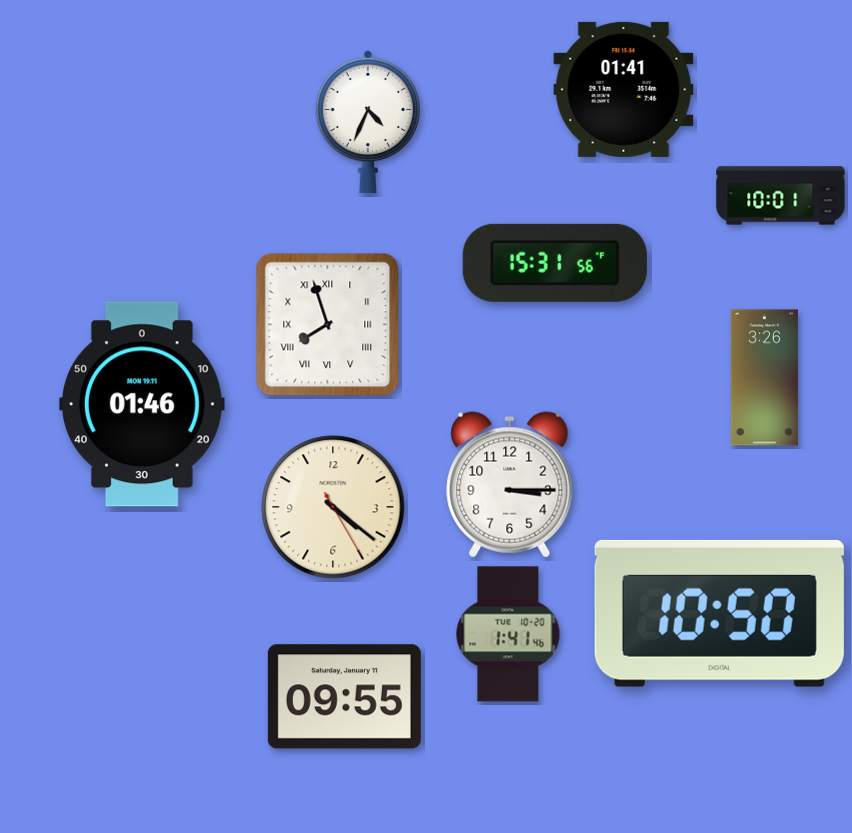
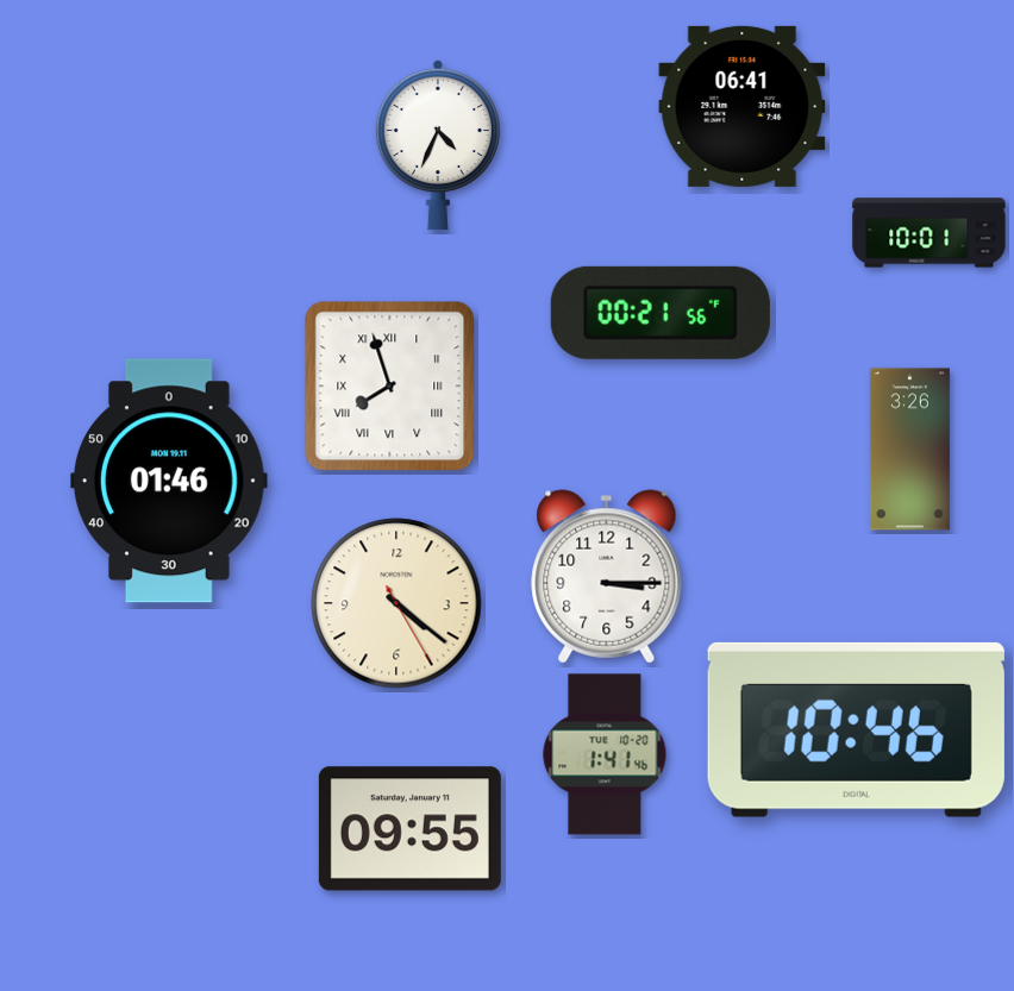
clock at (624, 89): 01:41 -> 06:41
clock at (555, 263): 15:31 -> 00:21
clock at (719, 613): 10:50 -> 10:46
